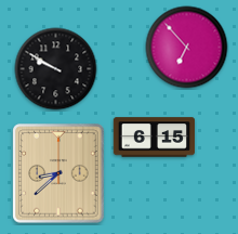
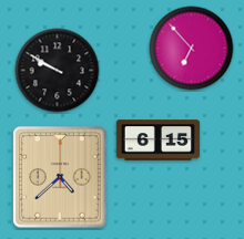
clock at (58, 173): 8:38 -> 4:38
